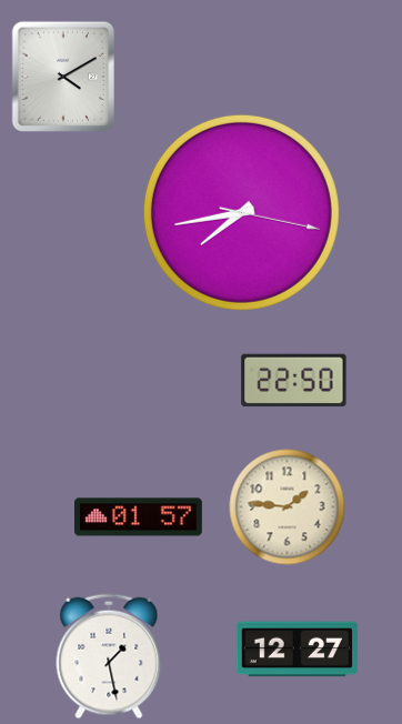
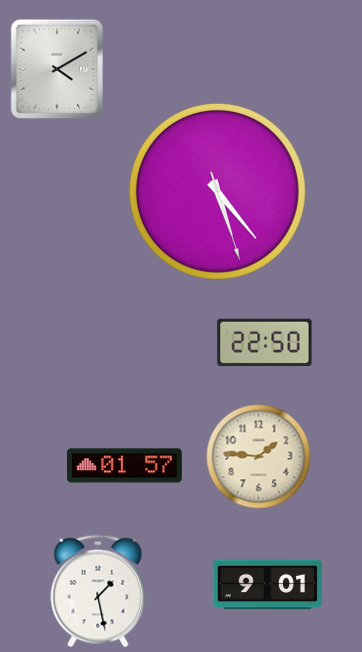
clock at (241, 212): 7:43 -> 5:23
clock at (298, 650): 12:27 -> 9:01
